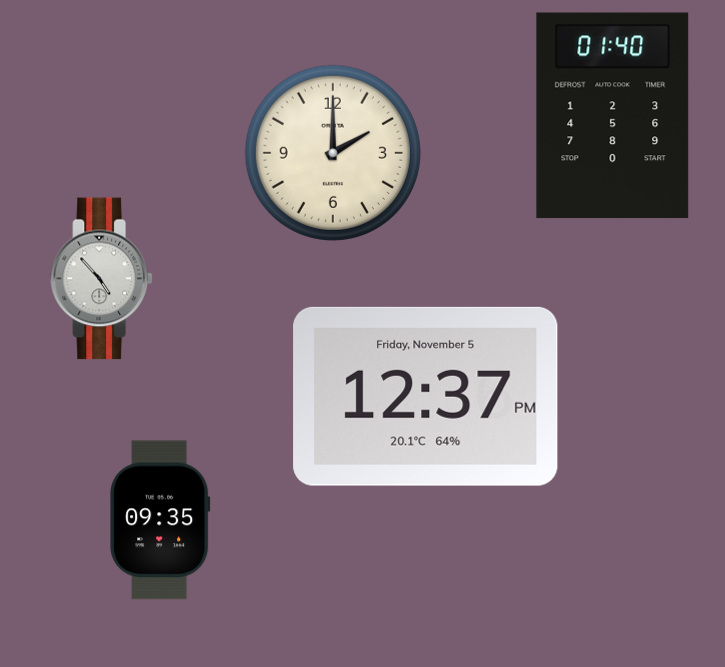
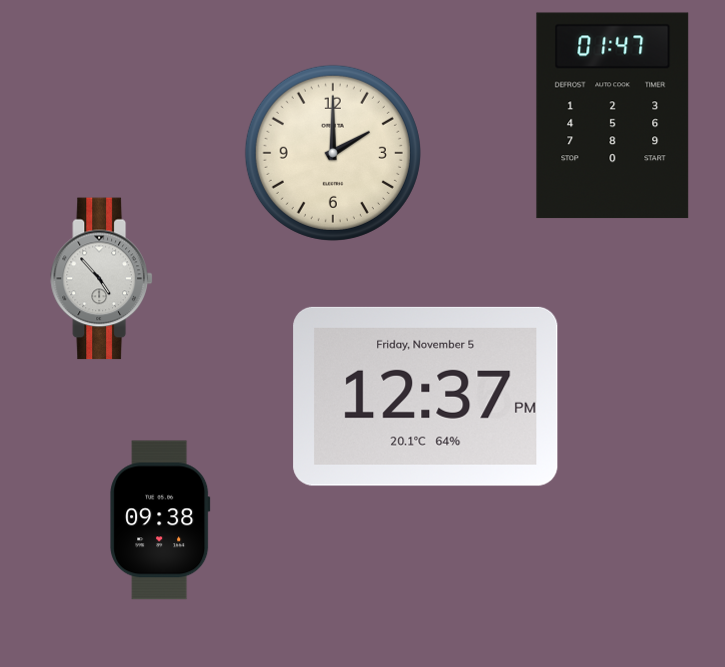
clock at (613, 116): 01:40 -> 01:47
clock at (160, 520): 09:35 -> 09:38
